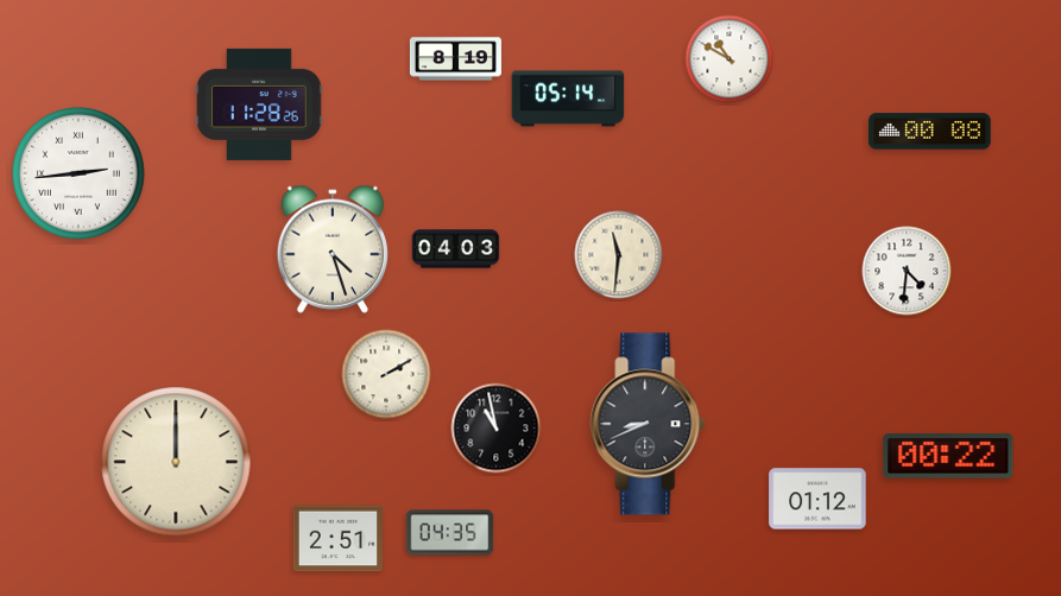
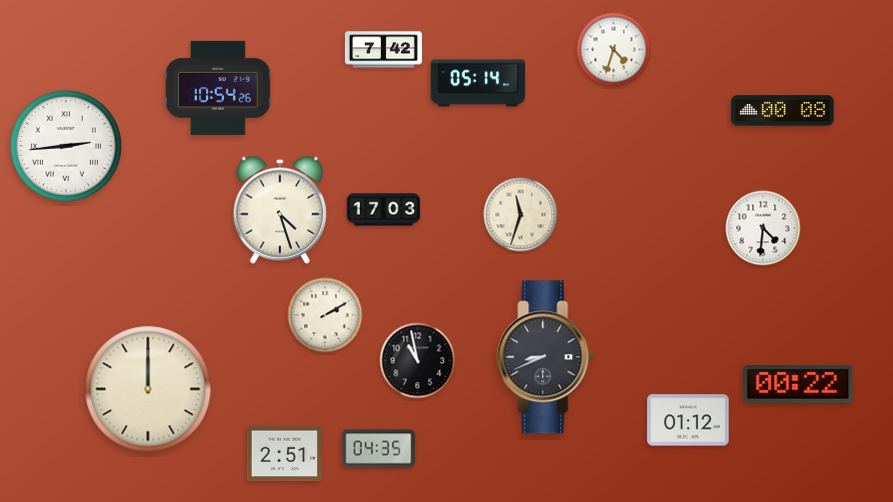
clock at (455, 59): 8:19 -> 7:42
clock at (730, 59): 10:50 -> 4:33
clock at (259, 104): 11:28 -> 10:54
clock at (456, 249): 04:03 -> 17:03
clock at (619, 255): 11:31 -> 11:33
